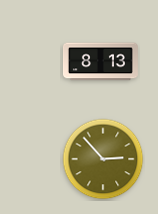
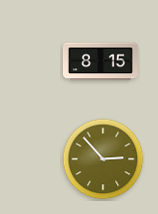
clock at (100, 62): 8:13 -> 8:15
